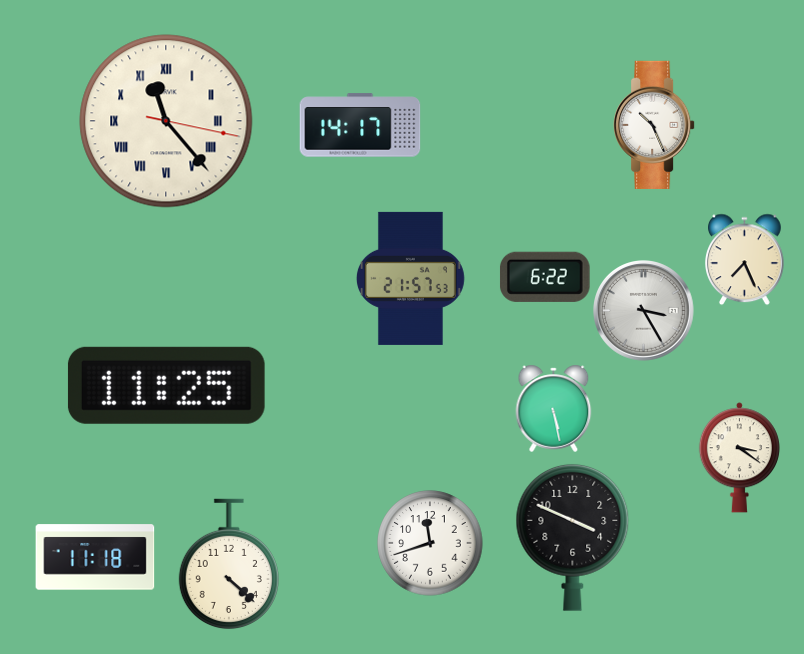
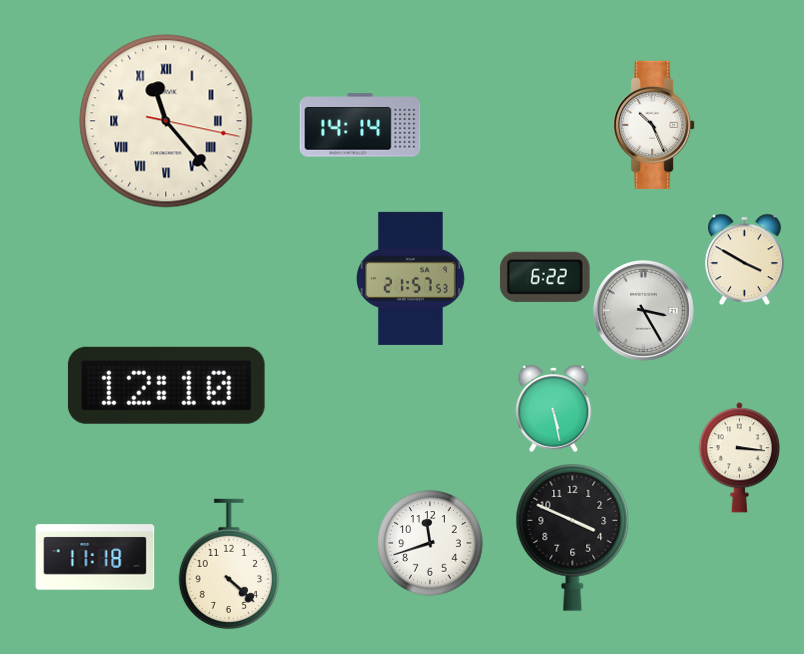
clock at (360, 125): 14:17 -> 14:14
clock at (745, 259): 7:26 -> 3:50
clock at (166, 385): 11:25 -> 12:10
clock at (739, 458): 3:21 -> 3:16
